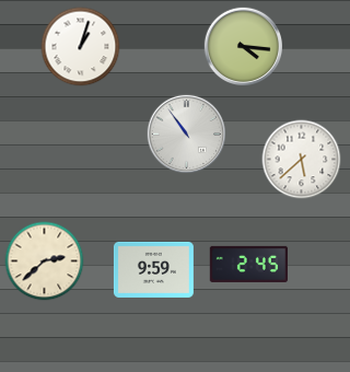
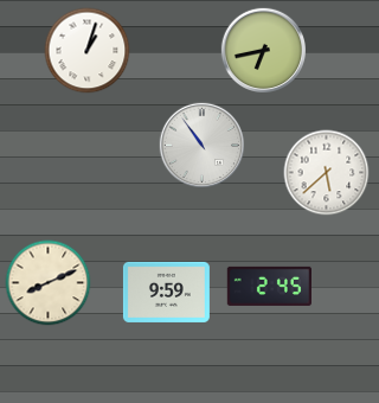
clock at (244, 47): 4:16 -> 6:43
clock at (45, 261): 2:38 -> 8:11
